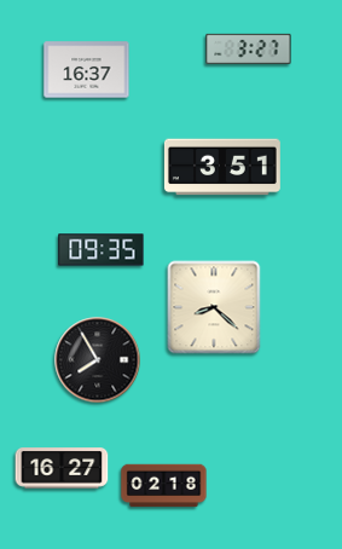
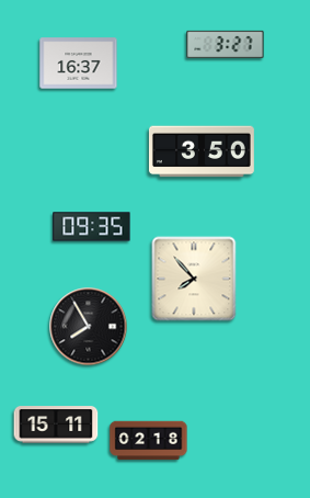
clock at (222, 167): 3:51 -> 3:50
clock at (214, 307): 8:22 -> 7:53
clock at (62, 468): 16:27 -> 15:11
